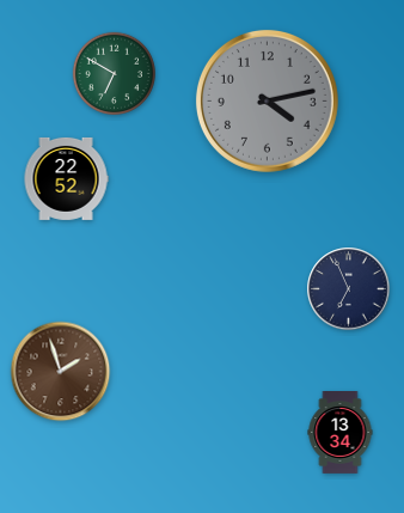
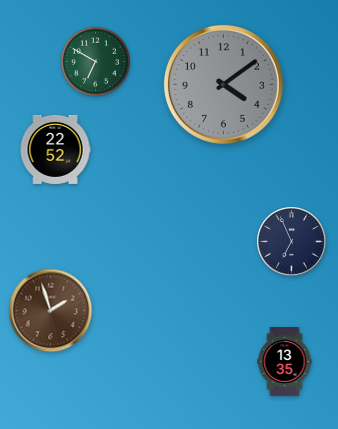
clock at (267, 100): 4:13 -> 4:09
clock at (341, 433): 13:34 -> 13:35
